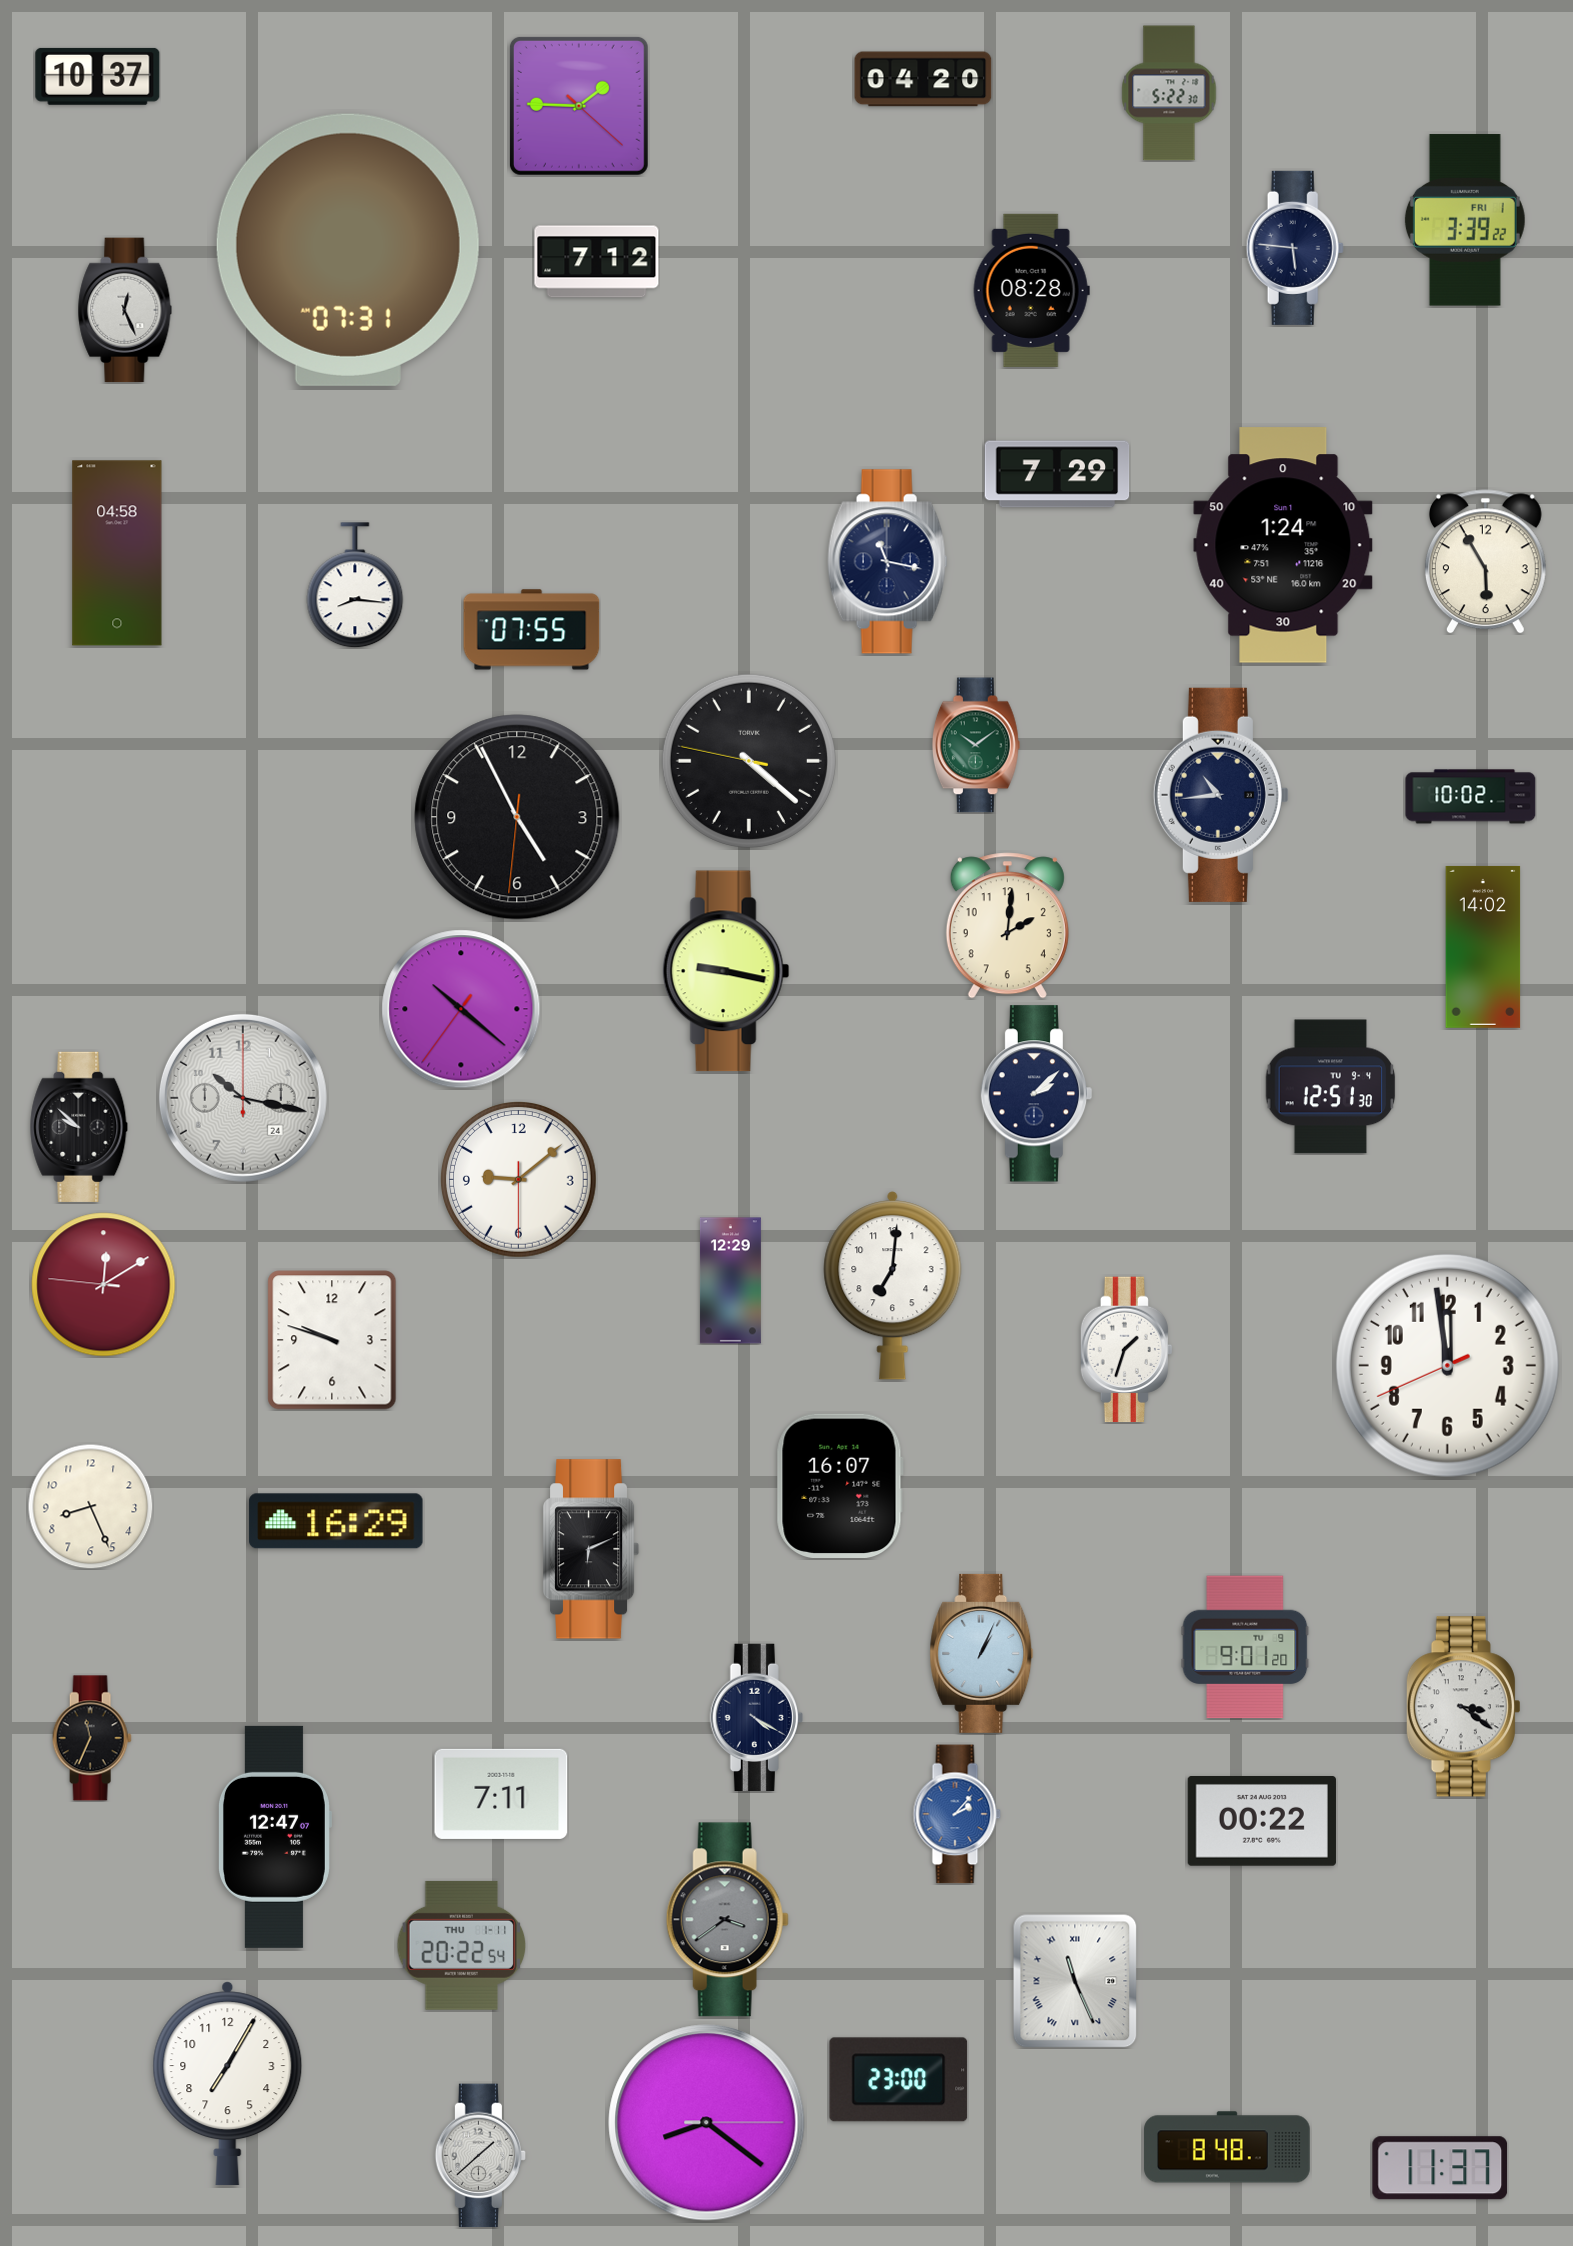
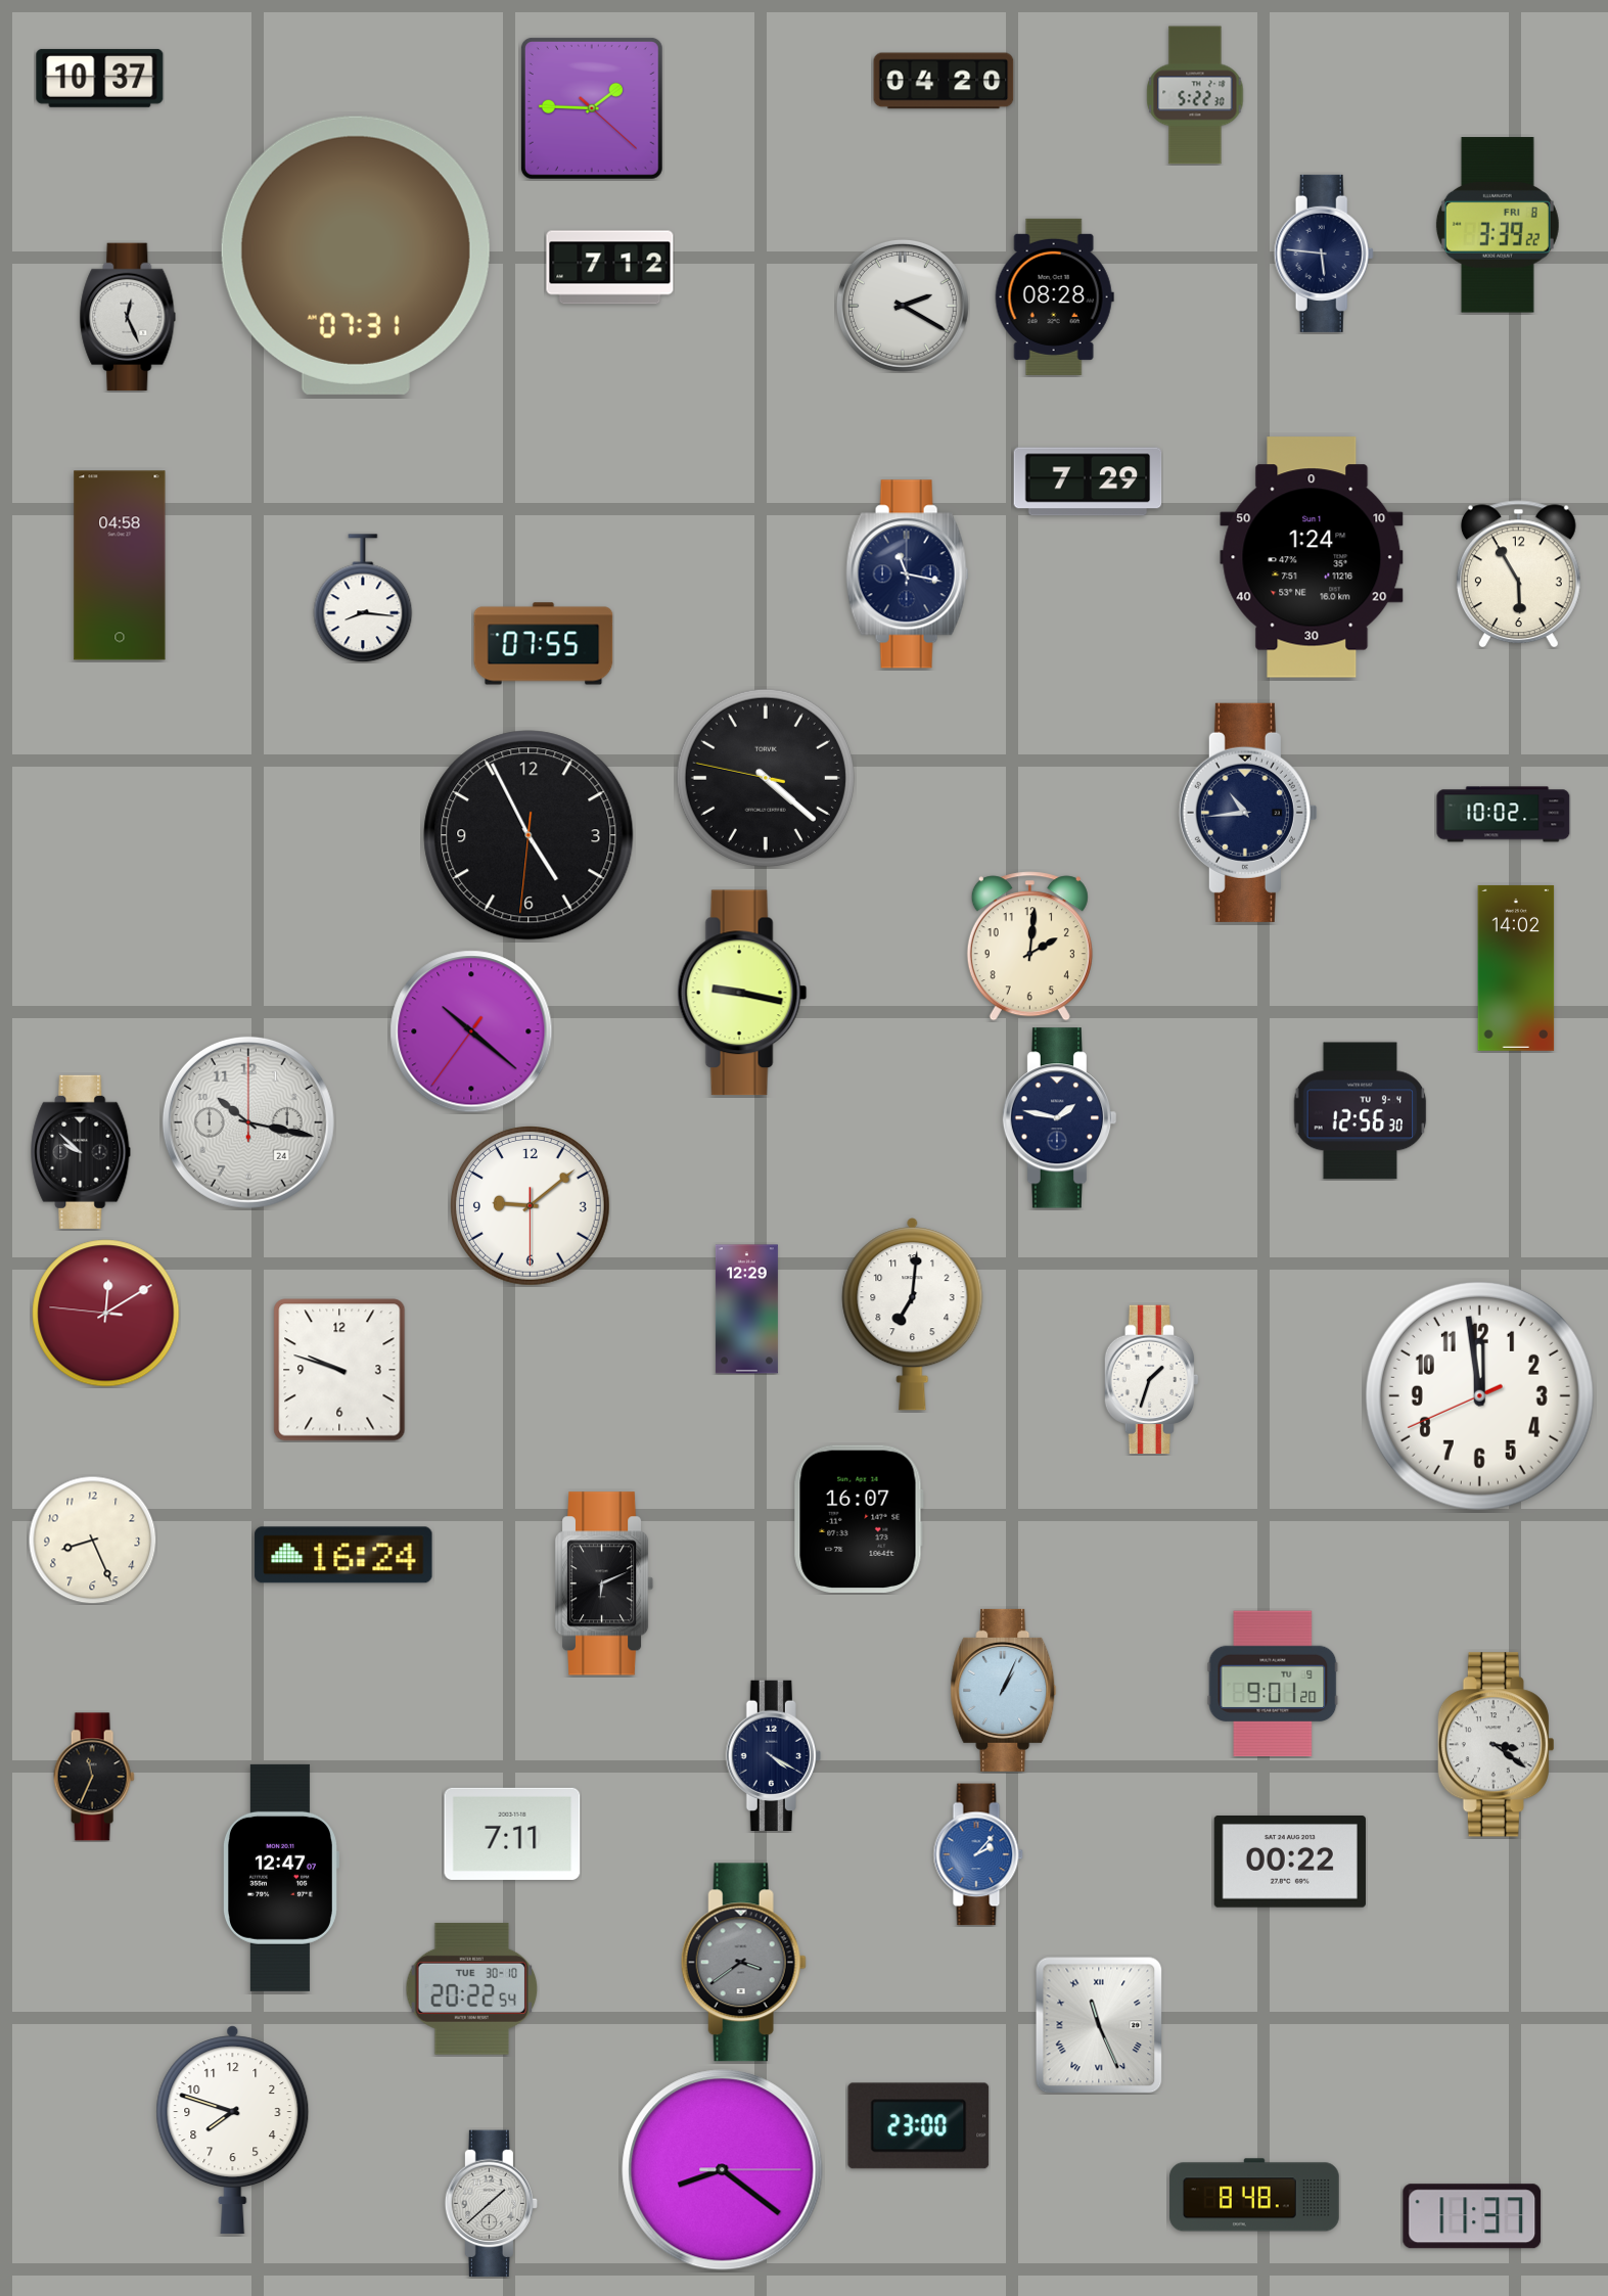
clock at (1465, 220) date: FRI 1 -> FRI 8
clock at (903, 306): none -> 2:20
clock at (1057, 474) position: (1057, 474) -> (1088, 481)
clock at (976, 745): 10:09 -> none
clock at (1331, 1087): 12:51 -> 12:56
clock at (1037, 1094): 2:08 -> 1:47
clock at (336, 1521): 16:29 -> 16:24
clock at (461, 1945) date: THU 1-11 -> TUE 30-10
clock at (228, 2084): 7:05 -> 7:48
